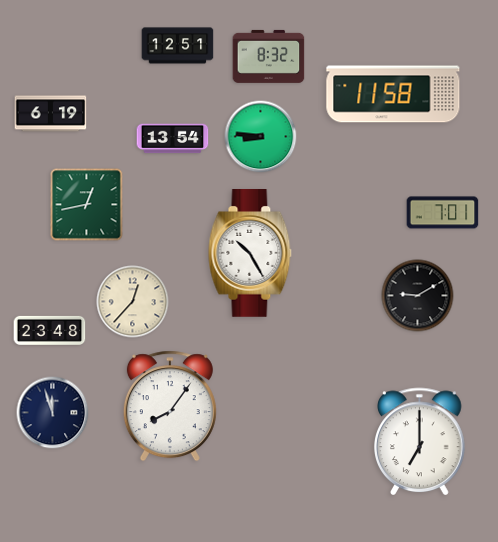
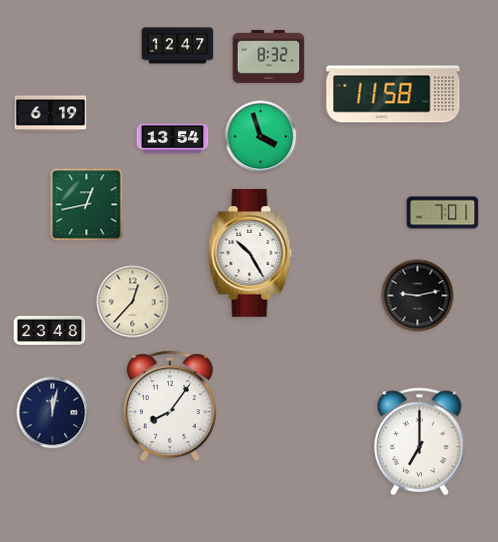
clock at (178, 46): 12:51 -> 12:47
clock at (261, 137): 8:46 -> 3:57
clock at (418, 296): 9:10 -> 9:13
clock at (53, 413): 11:57 -> 12:02
